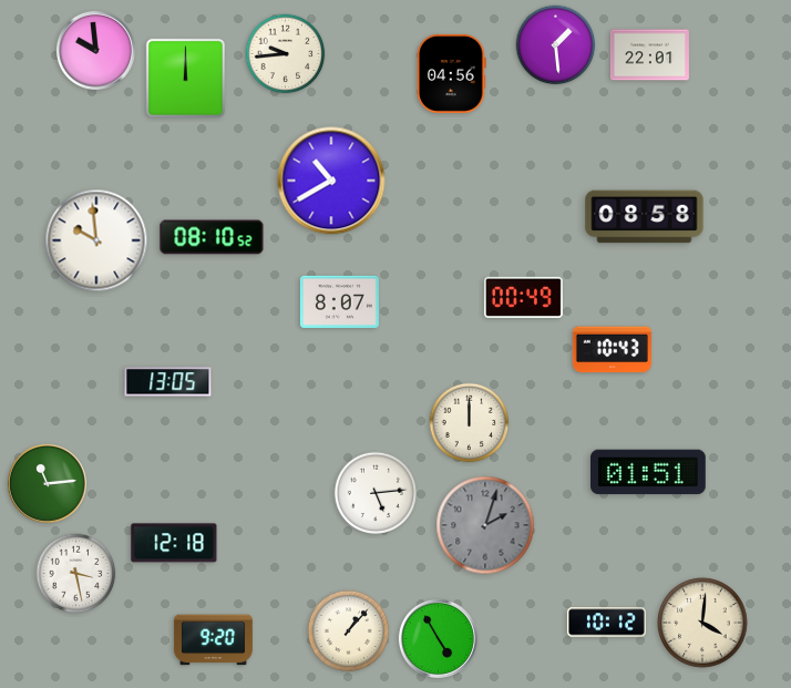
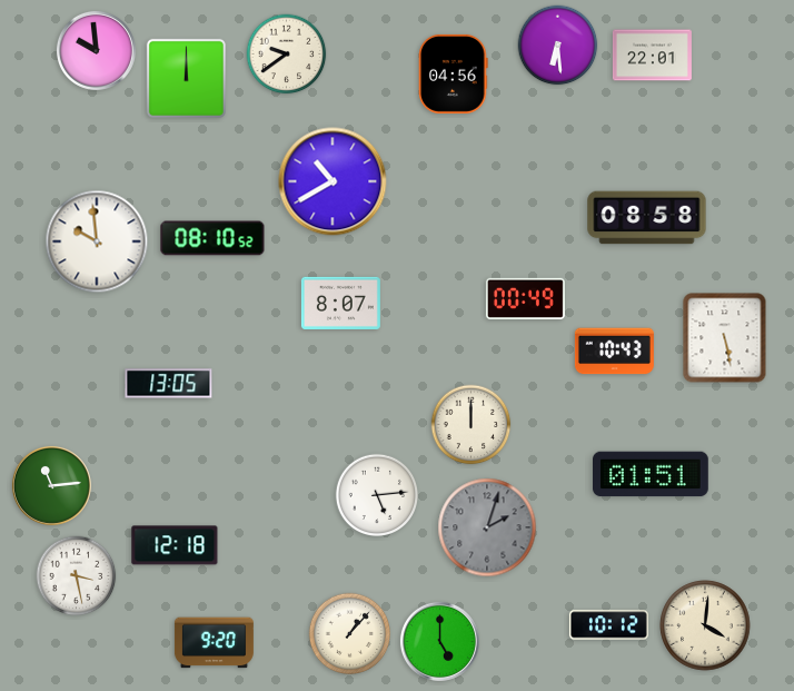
clock at (556, 45): 1:29 -> 6:29
clock at (286, 54): 9:44 -> 9:39
clock at (725, 338): none -> 5:28
clock at (47, 483) position: (47, 483) -> (51, 485)
clock at (438, 638): 4:55 -> 5:00
